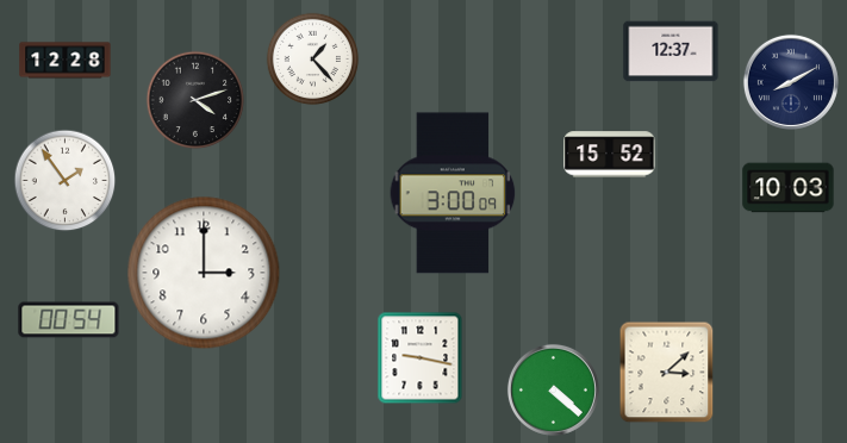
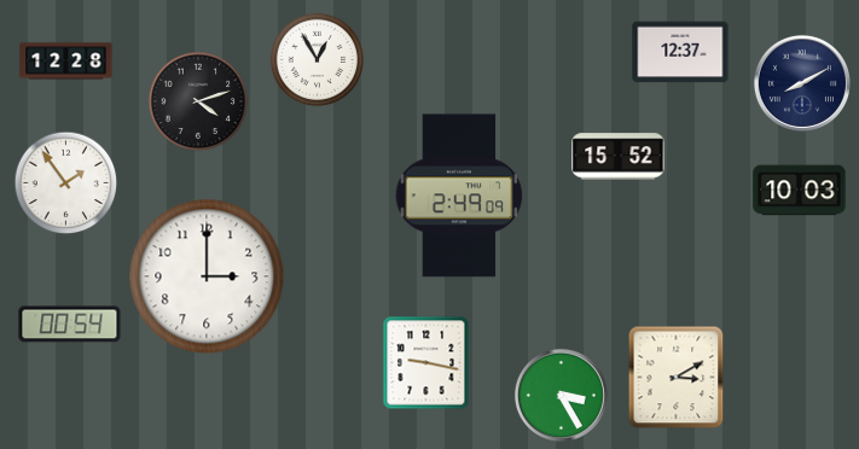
clock at (312, 58): 1:23 -> 12:55
clock at (453, 193): 3:00 -> 2:49
clock at (667, 372): 3:08 -> 3:10
clock at (553, 389): 4:22 -> 3:25
